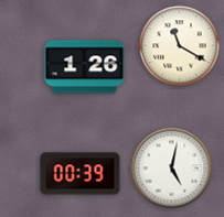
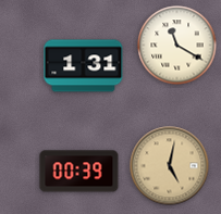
clock at (85, 67): 1:26 -> 1:31
clock at (172, 169) dial: white -> champagne
